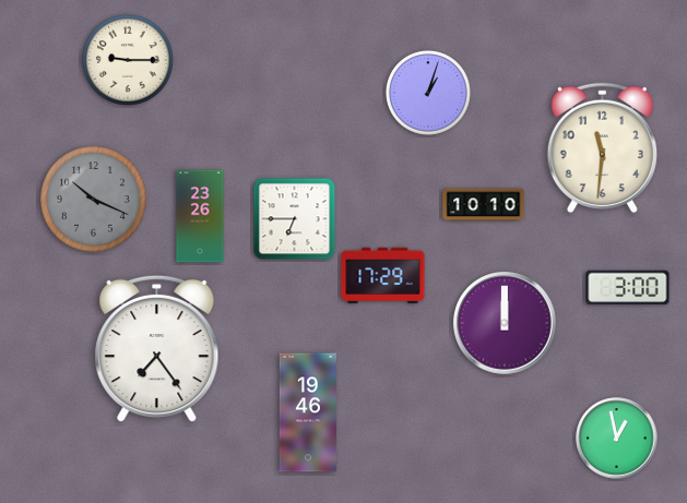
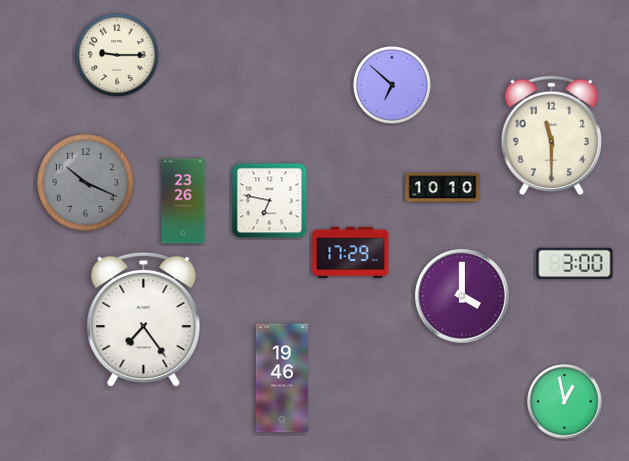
clock at (428, 93): 1:03 -> 6:52
clock at (602, 148): 11:31 -> 11:30
clock at (200, 216) position: (200, 216) -> (183, 201)
clock at (295, 219): 6:45 -> 6:47
clock at (506, 324): 12:00 -> 4:00
